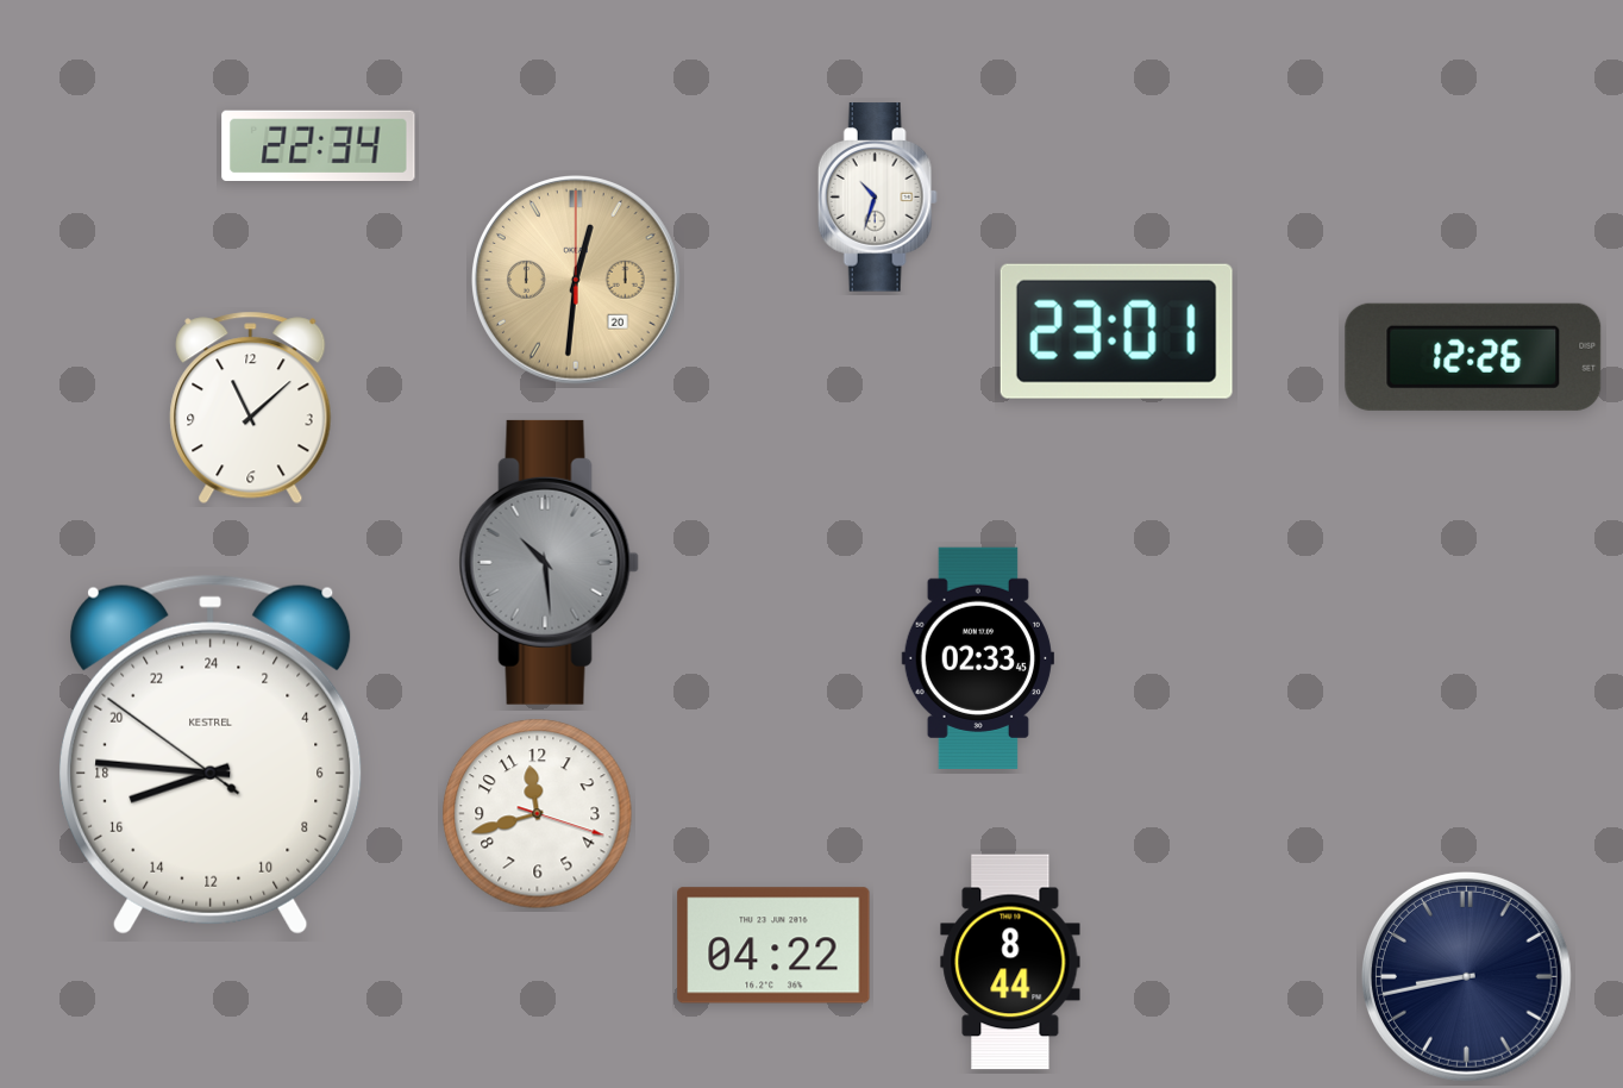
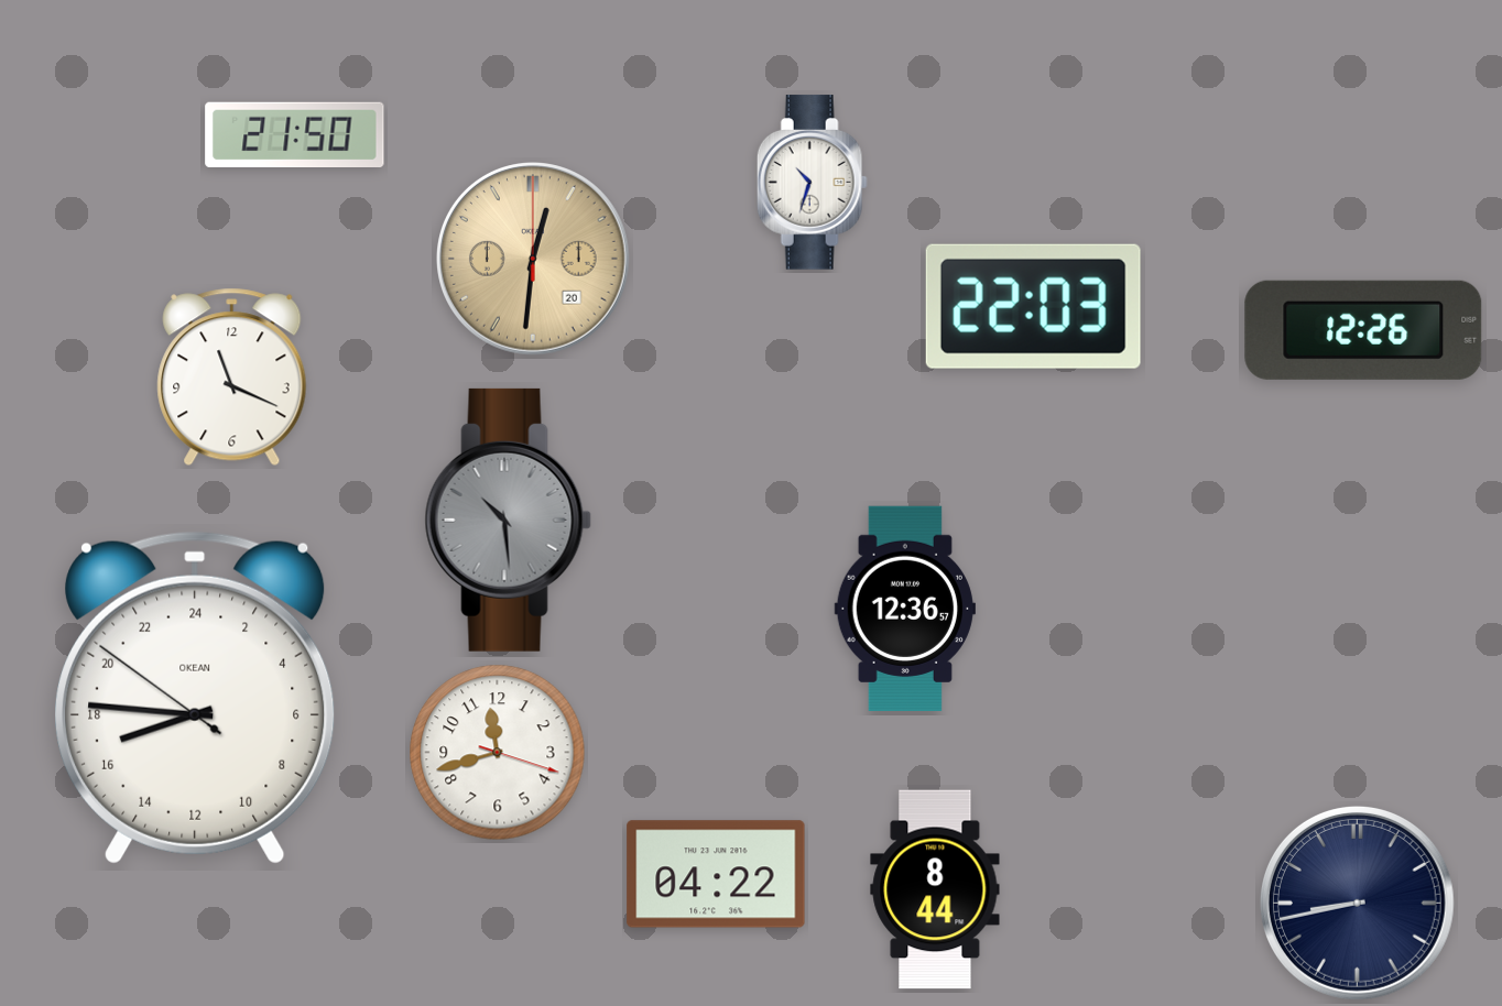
clock at (319, 145): 22:34 -> 21:50
clock at (1116, 331): 23:01 -> 22:03
clock at (251, 408): 11:08 -> 11:19
clock at (978, 658): 02:33 -> 12:36
clock at (211, 755) brand: KESTREL -> OKEAN
